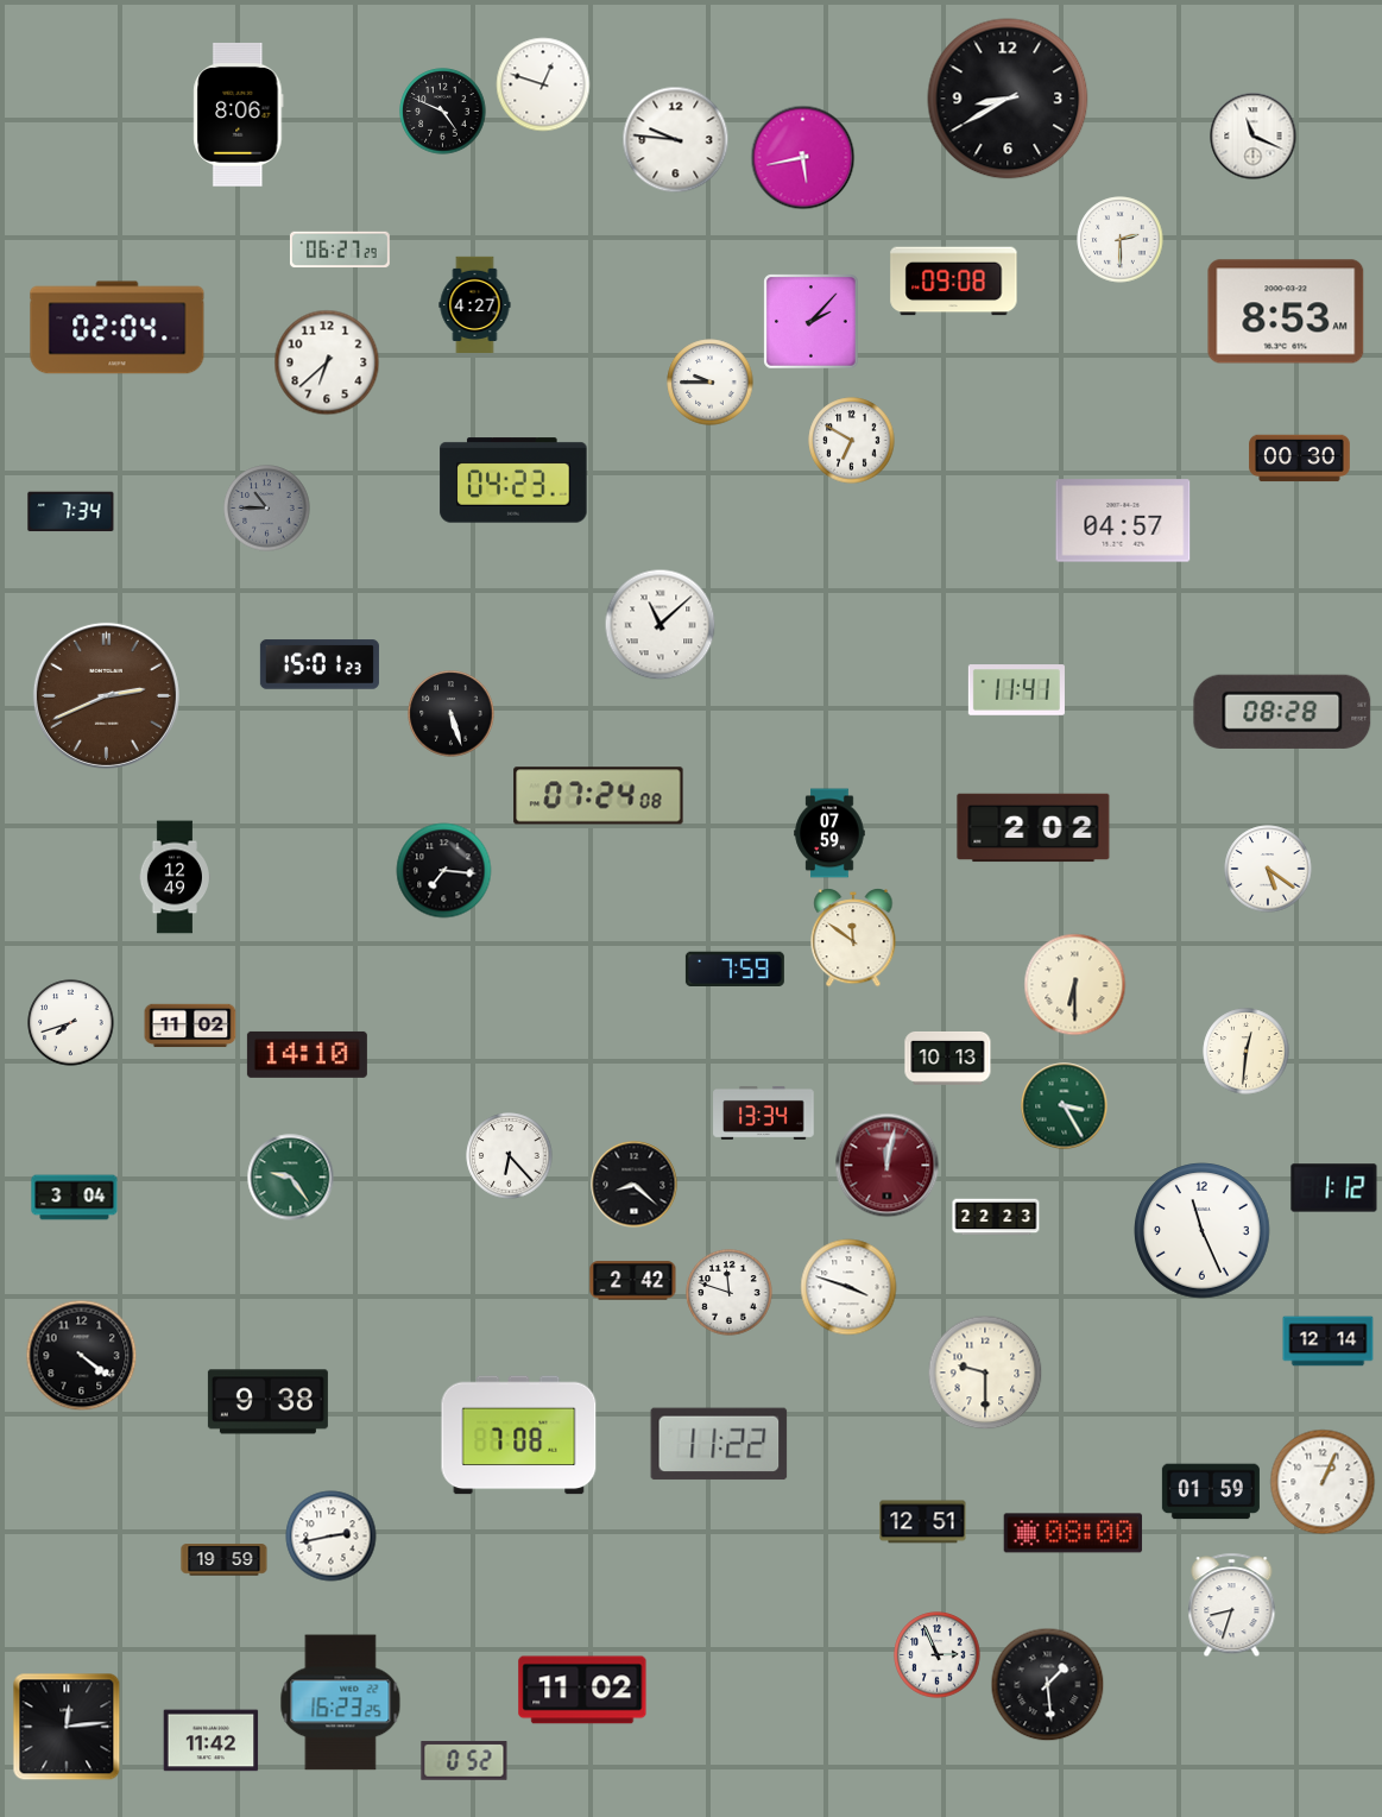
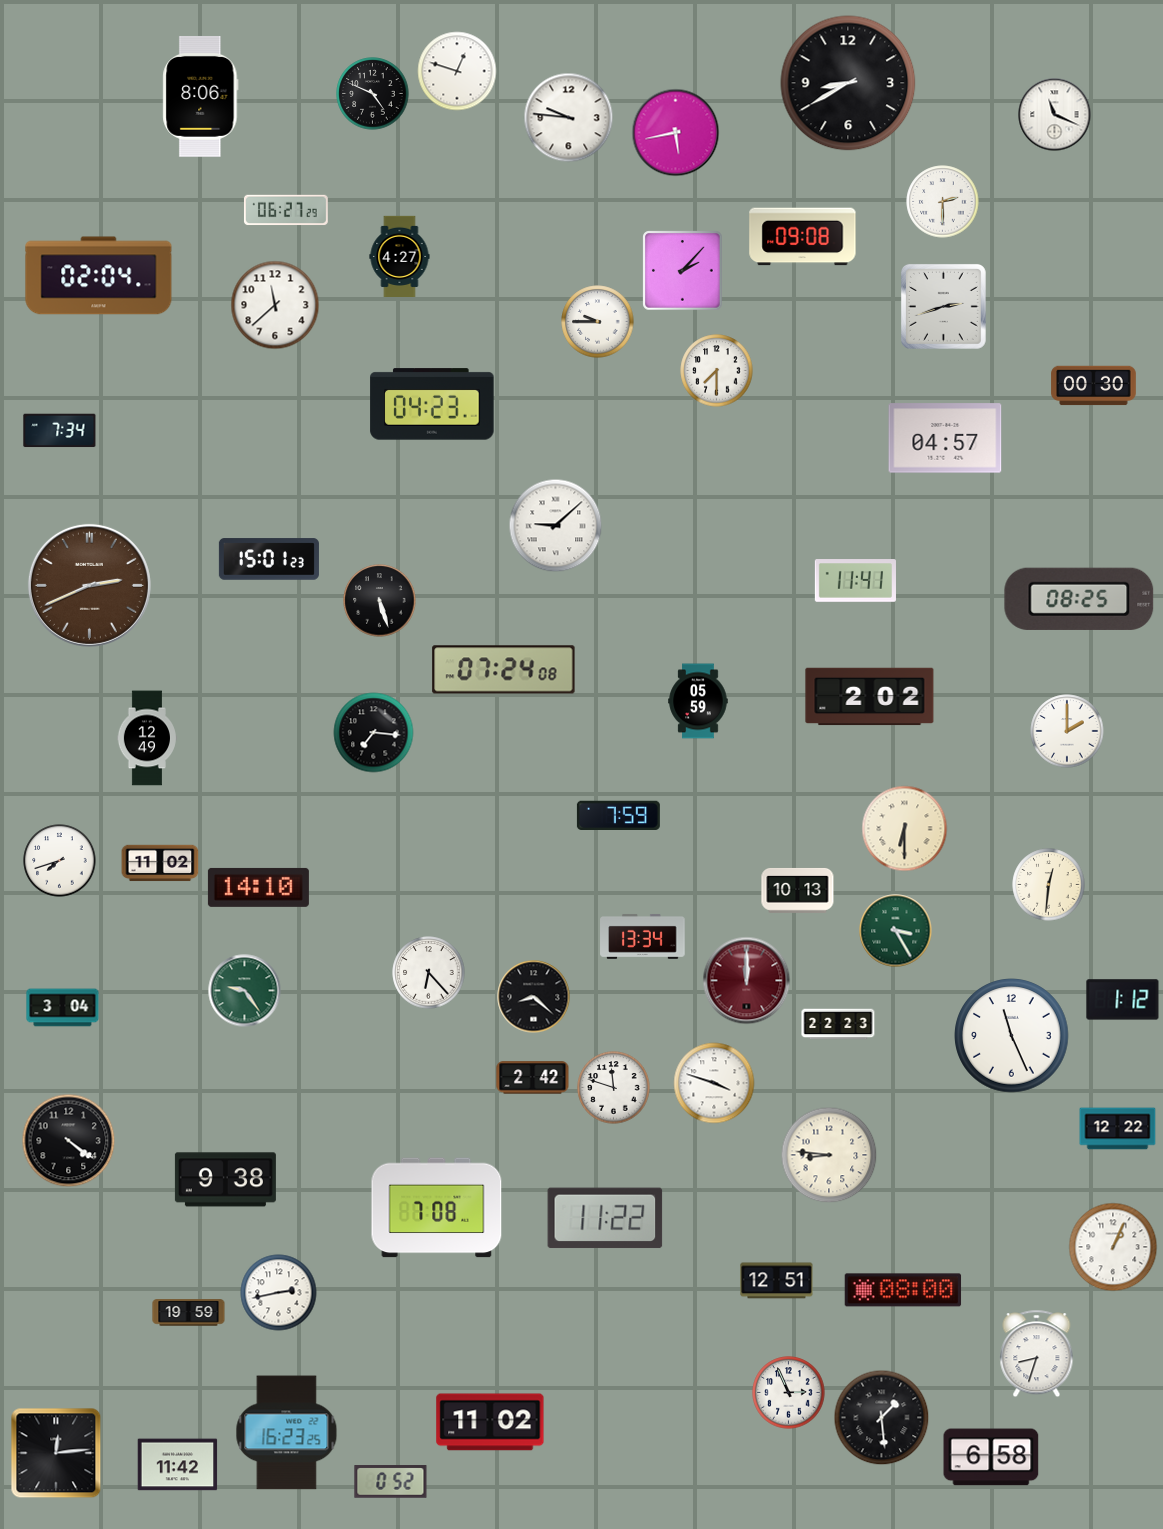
clock at (1286, 311): 8:53 -> none
clock at (327, 362): 6:38 -> 11:38
clock at (943, 306): none -> 2:42
clock at (852, 441): 6:50 -> 7:30
clock at (267, 509): 10:45 -> none
clock at (661, 625): 11:08 -> 9:08
clock at (1282, 712): 08:28 -> 08:25
clock at (829, 833): 07:59 -> 05:59
clock at (1268, 869): 5:21 -> 2:00
clock at (853, 938): 11:51 -> none
clock at (888, 1166): 12:02 -> 12:00
clock at (1329, 1342): 12:14 -> 12:22
clock at (985, 1373): 9:30 -> 8:46
clock at (719, 1444) position: (719, 1444) -> (605, 1218)
clock at (1211, 1491): 01:59 -> none
clock at (1232, 1605) position: (1232, 1605) -> (1037, 1354)
clock at (991, 1457): none -> 6:58
